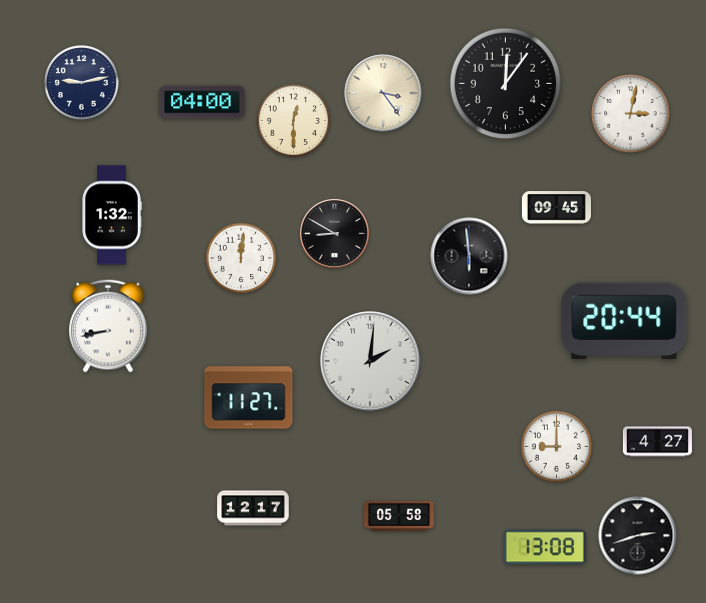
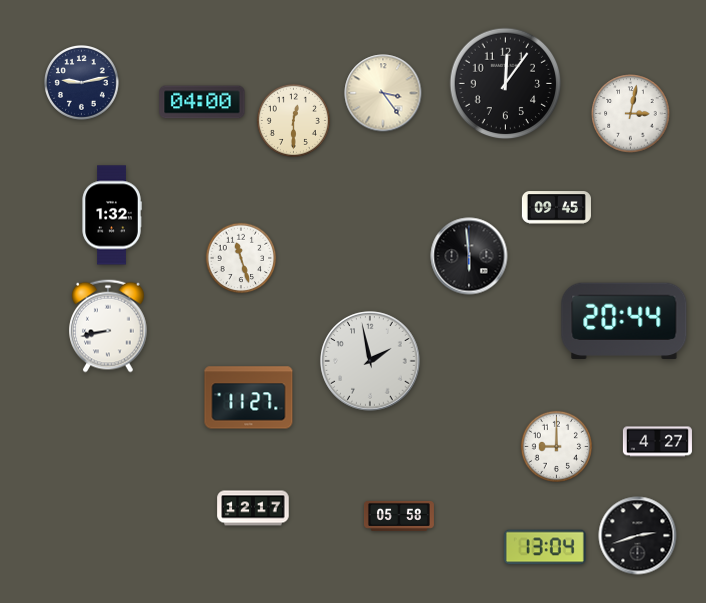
clock at (334, 233): 8:50 -> none
clock at (241, 258): 12:01 -> 11:27
clock at (370, 361): 2:01 -> 1:58
clock at (545, 547): 13:08 -> 13:04
